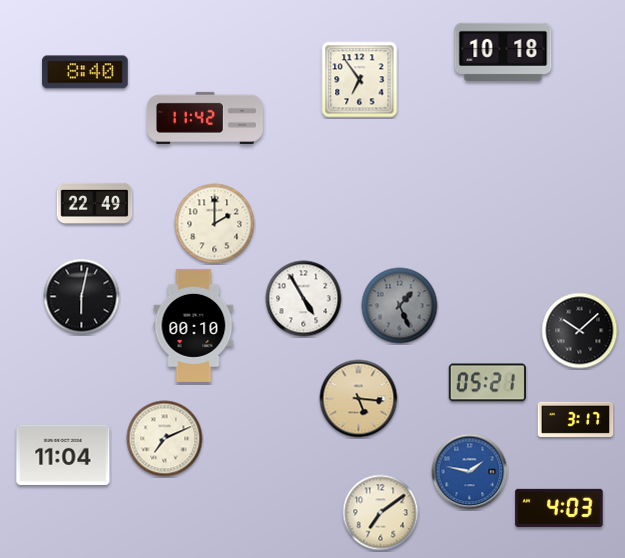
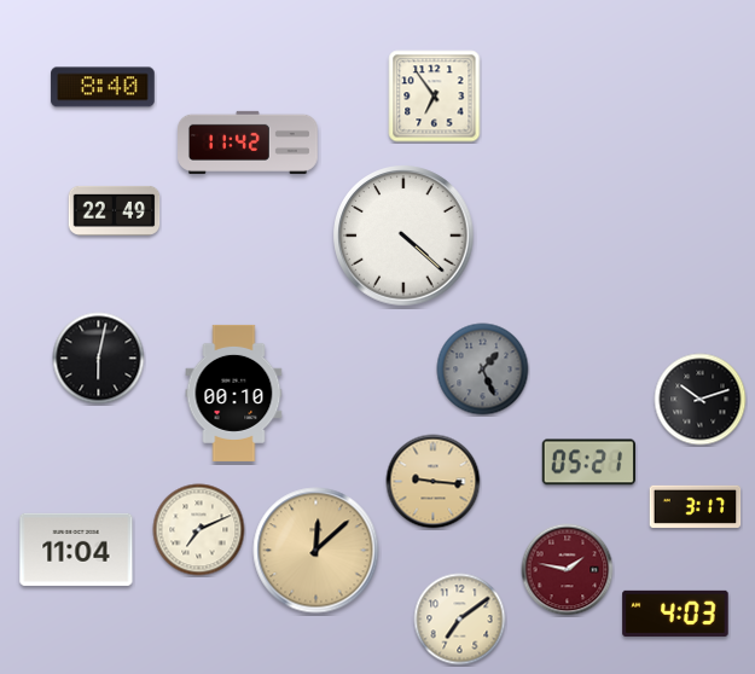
clock at (503, 52): 10:18 -> none
clock at (403, 236): none -> 4:22
clock at (95, 203) position: (95, 203) -> (115, 210)
clock at (215, 224): 2:00 -> none
clock at (304, 299): 4:55 -> none
clock at (580, 331): 10:08 -> 10:12
clock at (359, 399): 5:16 -> 9:16
clock at (316, 551): none -> 12:08
clock at (470, 472) dial: blue -> burgundy
